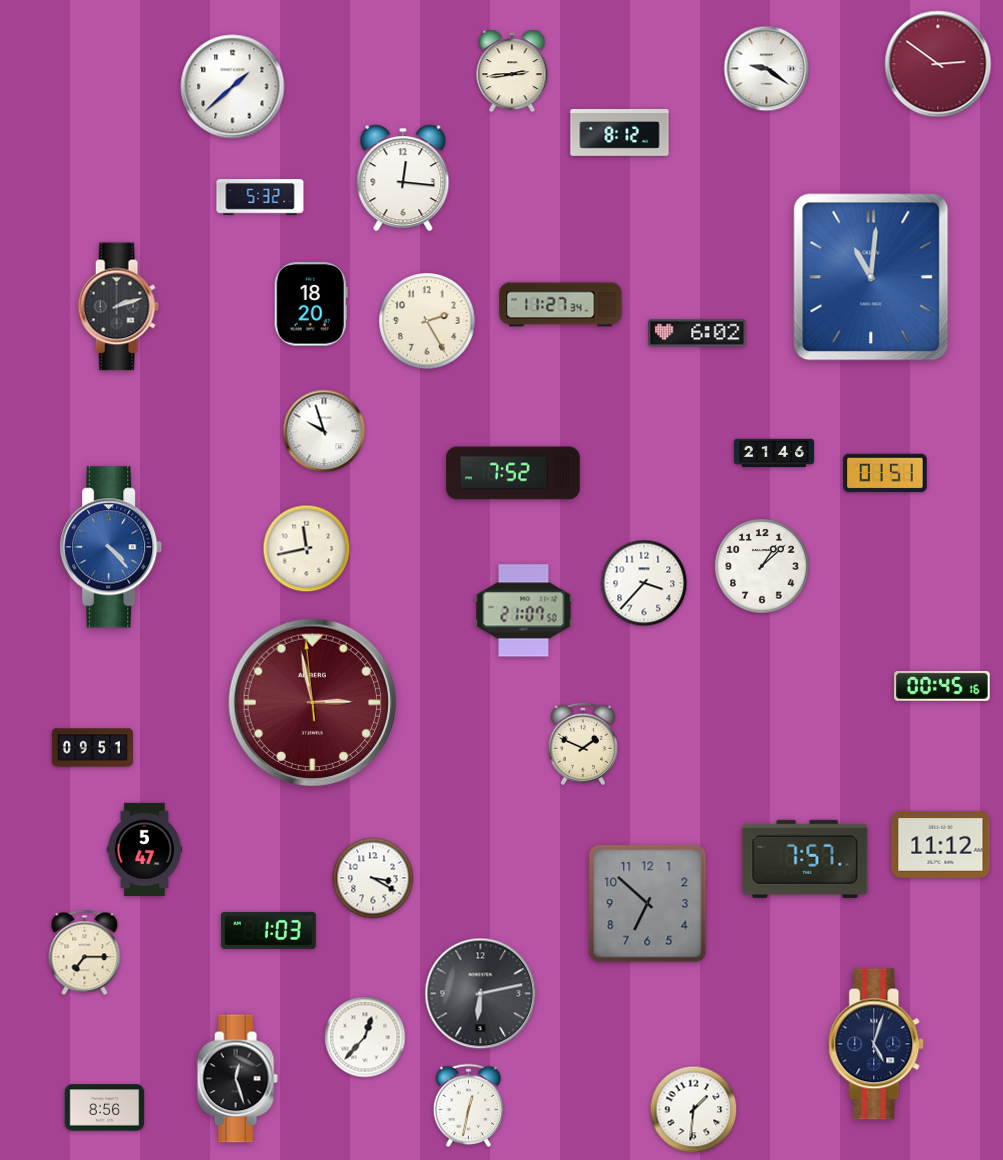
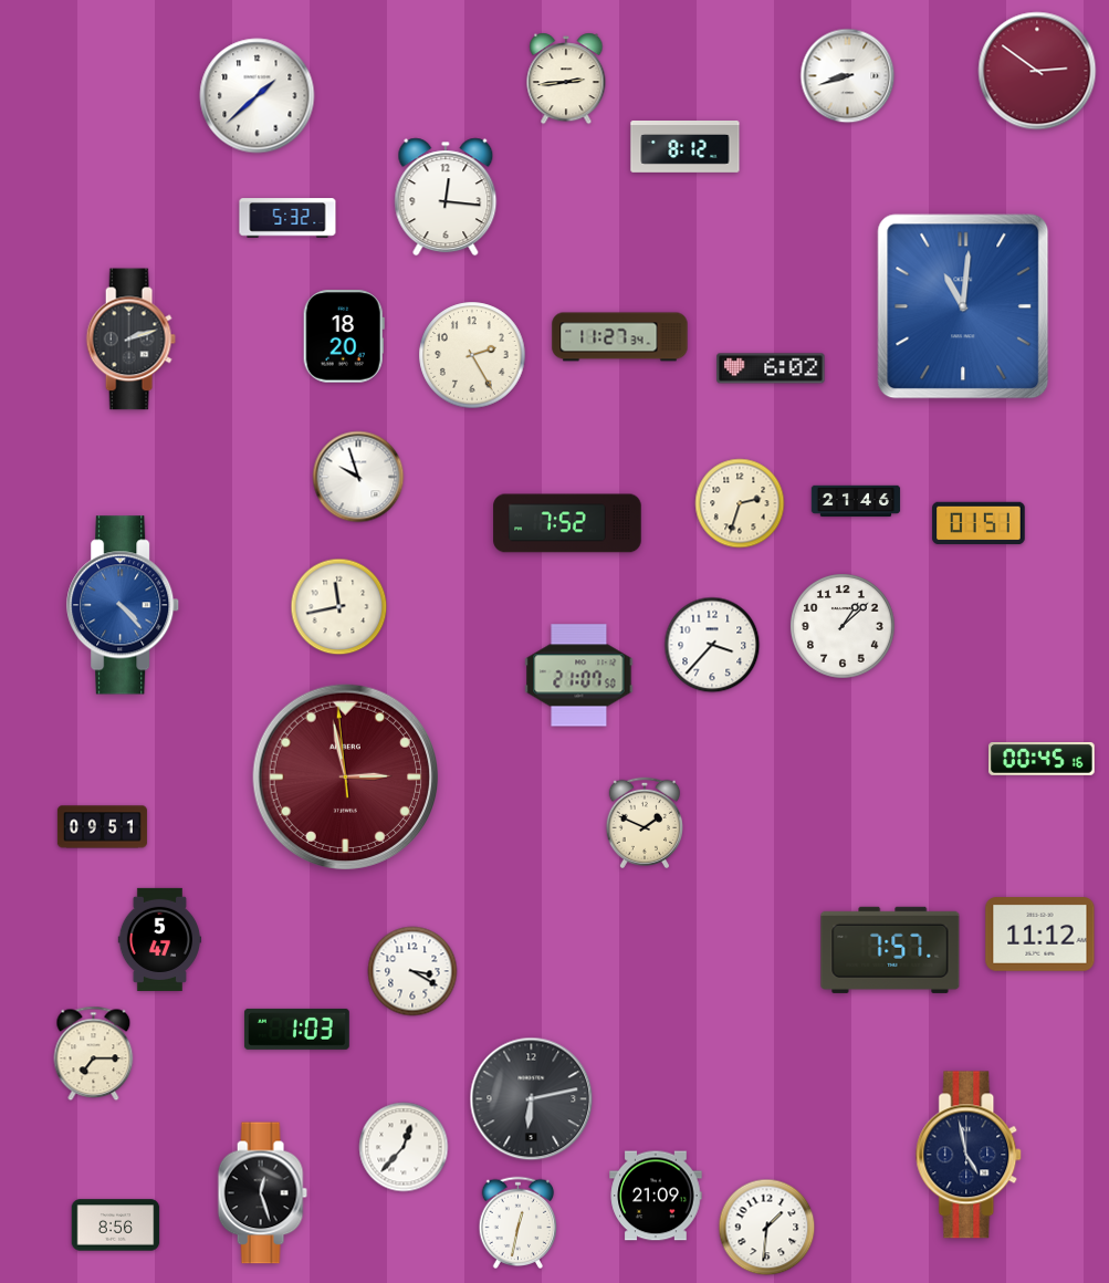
clock at (767, 69): 9:21 -> 8:42
clock at (740, 503): none -> 2:33
clock at (648, 904): 6:52 -> none
clock at (877, 1044): 5:03 -> 4:58
clock at (656, 1196): none -> 21:09
